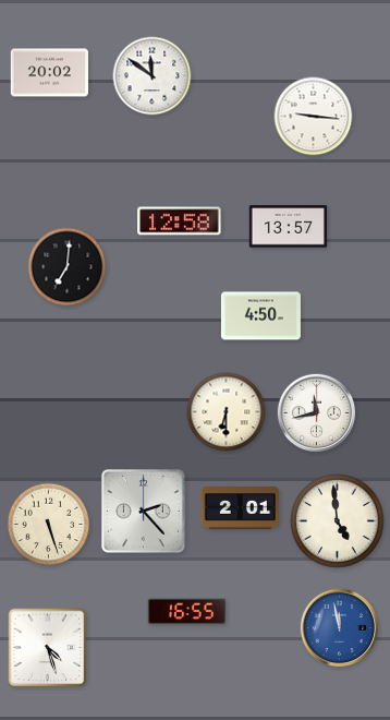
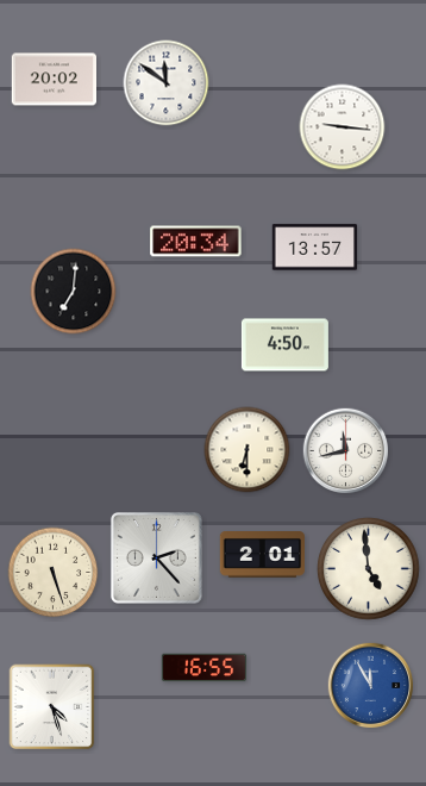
clock at (180, 221): 12:58 -> 20:34
clock at (340, 628): 11:58 -> 11:55
